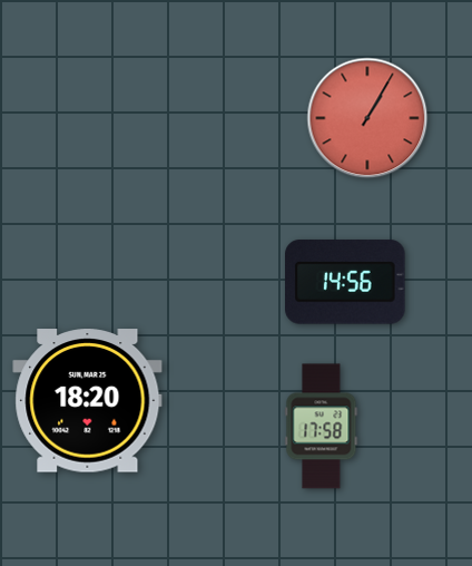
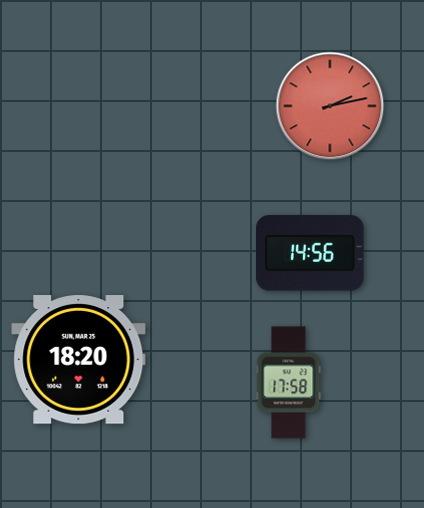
clock at (367, 118): 1:05 -> 2:13
